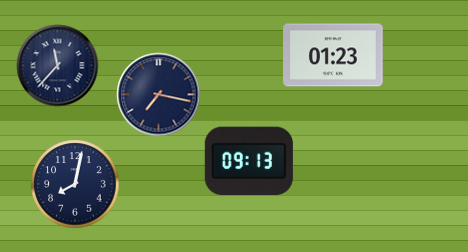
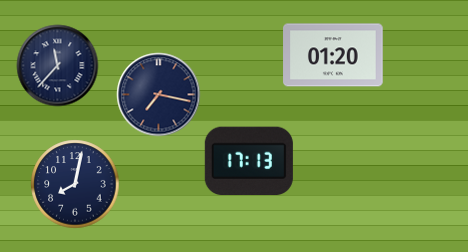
clock at (333, 55): 01:23 -> 01:20
clock at (249, 161): 09:13 -> 17:13
